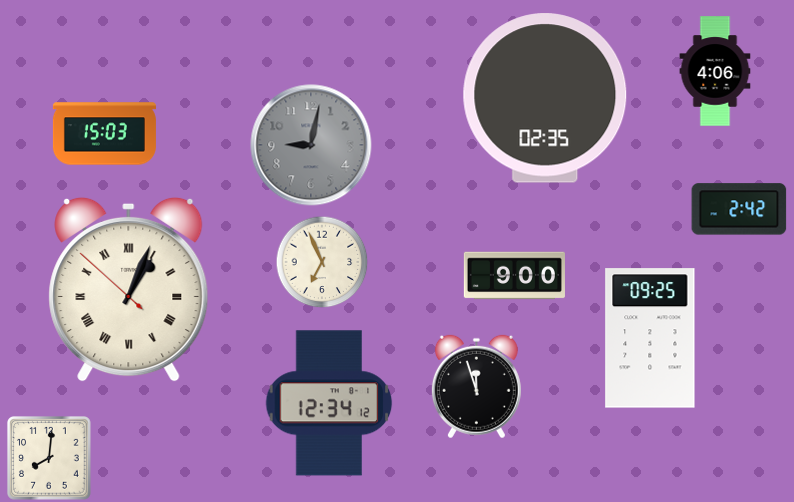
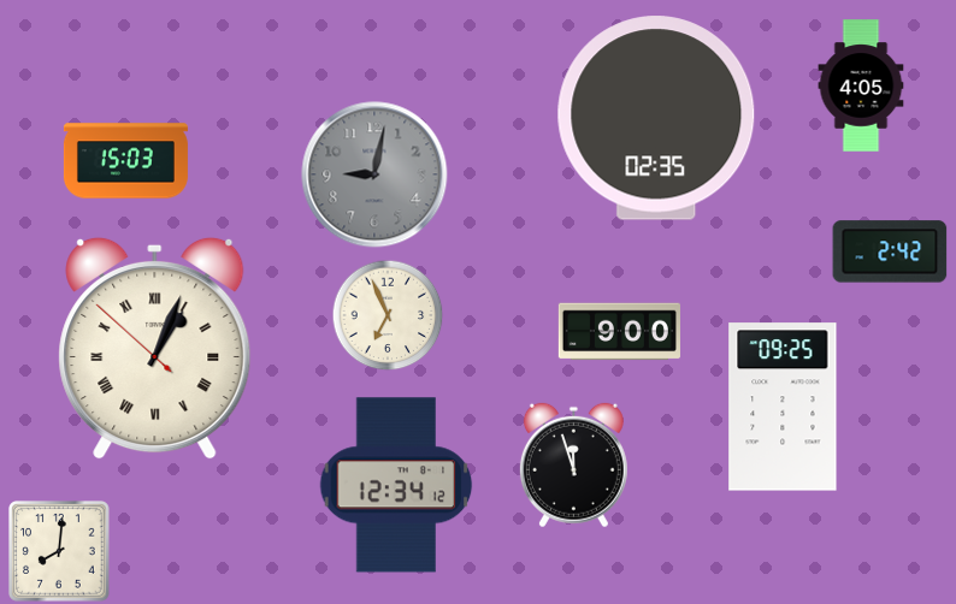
clock at (715, 71): 4:06 -> 4:05
